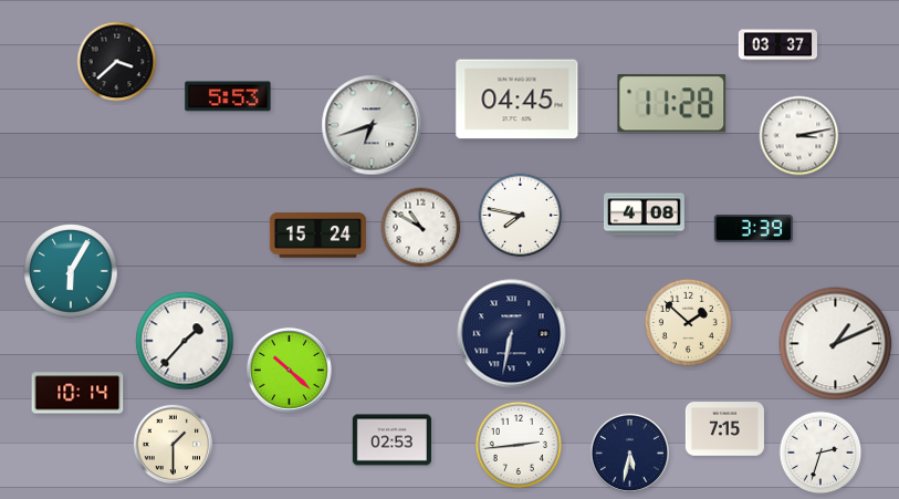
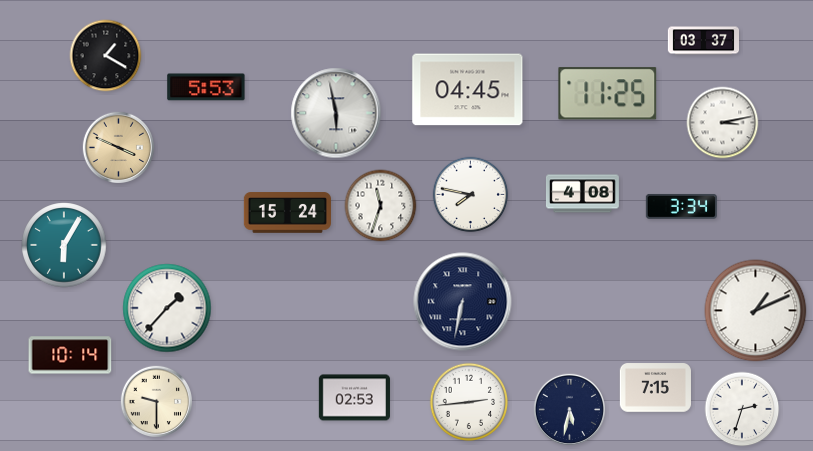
clock at (117, 62): 3:38 -> 1:20
clock at (672, 104): 11:28 -> 11:25
clock at (372, 125): 6:42 -> 5:58
clock at (118, 147): none -> 3:49
clock at (421, 228): 10:50 -> 11:33
clock at (753, 228): 3:39 -> 3:34
clock at (688, 322): 1:52 -> none
clock at (289, 370): 10:22 -> none
clock at (173, 444): 1:30 -> 9:30
